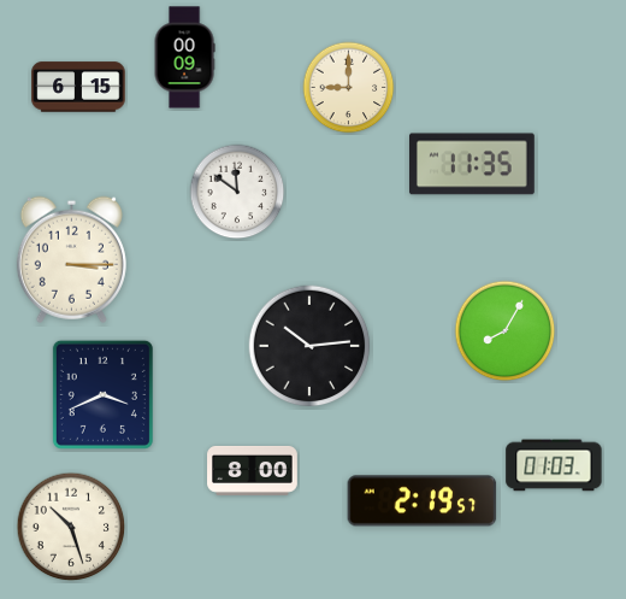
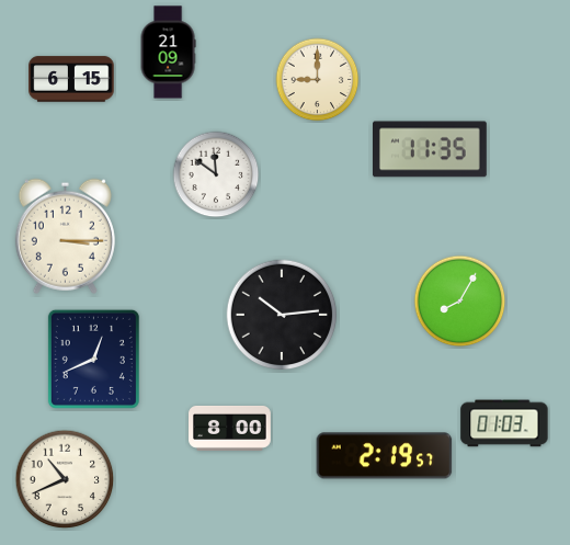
clock at (184, 58): 00:09 -> 21:09
clock at (102, 394): 3:41 -> 12:41
clock at (71, 527): 10:27 -> 10:41
